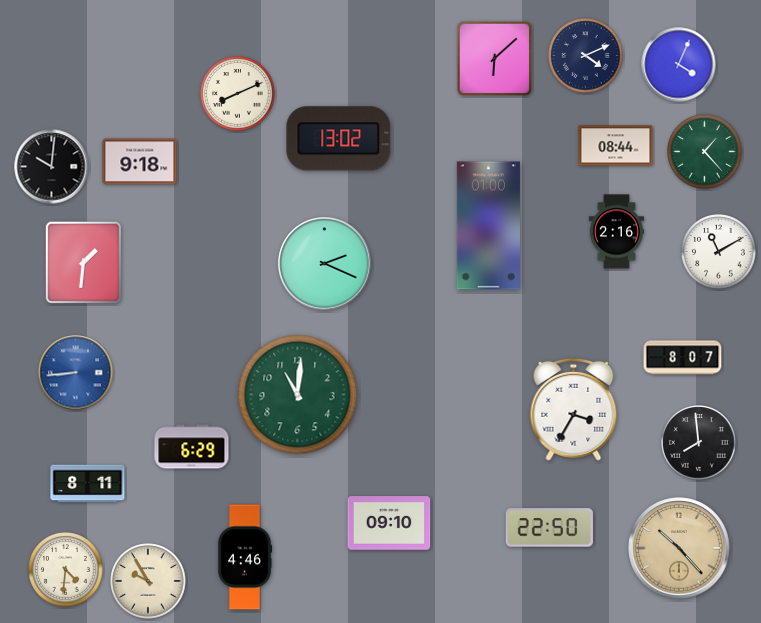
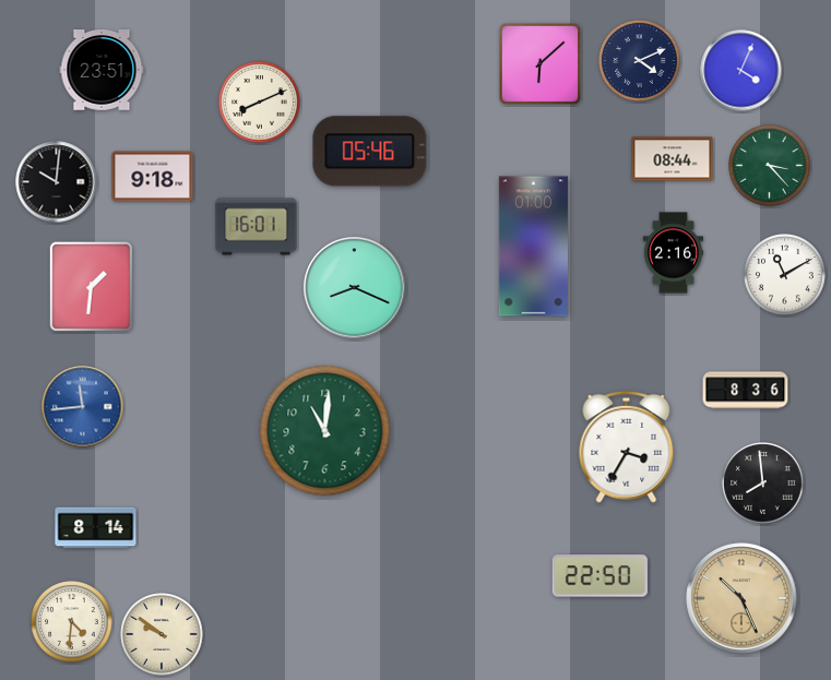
clock at (102, 71): none -> 23:51
clock at (339, 139): 13:02 -> 05:46
clock at (705, 152): 1:23 -> 3:23
clock at (257, 227): none -> 16:01
clock at (325, 264): 2:19 -> 8:19
clock at (683, 358): 8:07 -> 8:36
clock at (76, 373): 8:44 -> 11:44
clock at (192, 447): 6:29 -> none
clock at (88, 484): 8:11 -> 8:14
clock at (389, 523): 09:10 -> none
clock at (679, 548): 10:23 -> 10:26
clock at (245, 557): 4:46 -> none
clock at (148, 581): 9:55 -> 9:51
